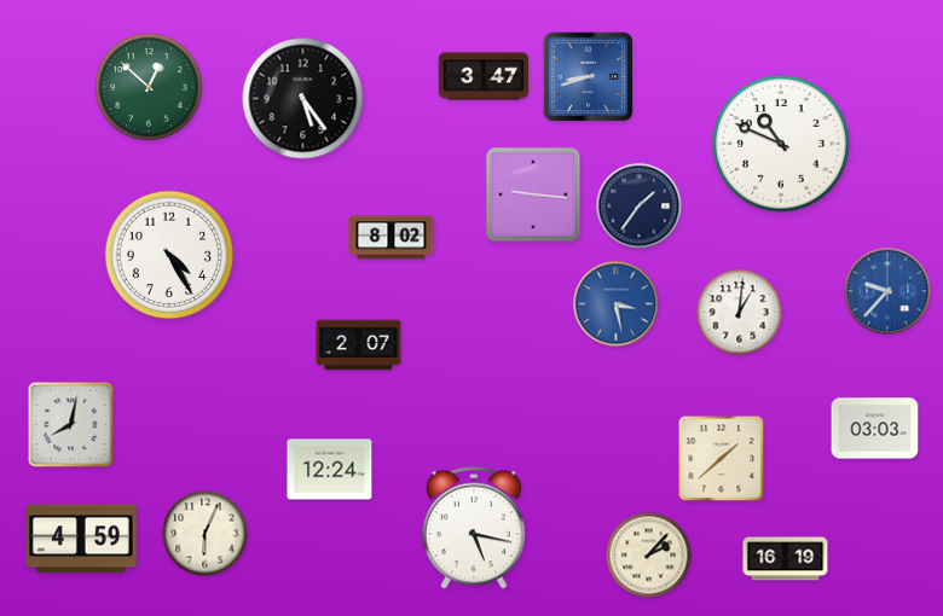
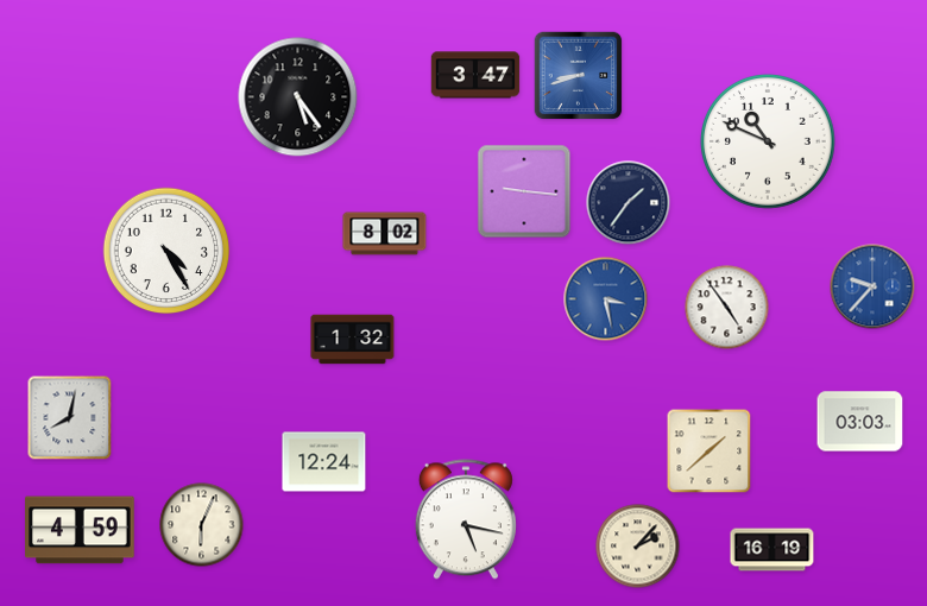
clock at (149, 87): 12:52 -> none
clock at (740, 313): 1:01 -> 4:54
clock at (359, 345): 2:07 -> 1:32
